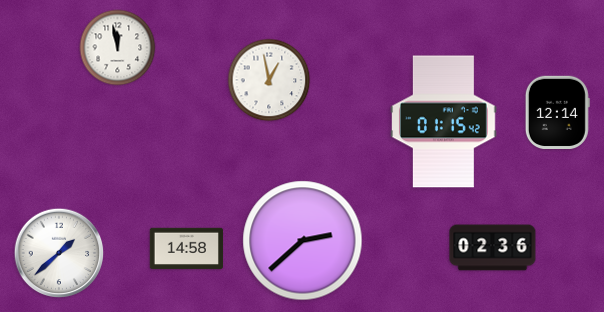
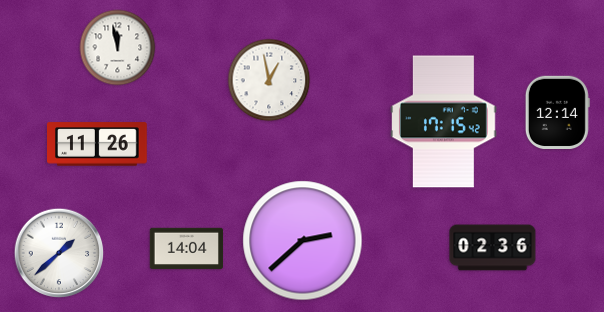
clock at (444, 122): 01:15 -> 17:15
clock at (98, 144): none -> 11:26
clock at (187, 249): 14:58 -> 14:04
